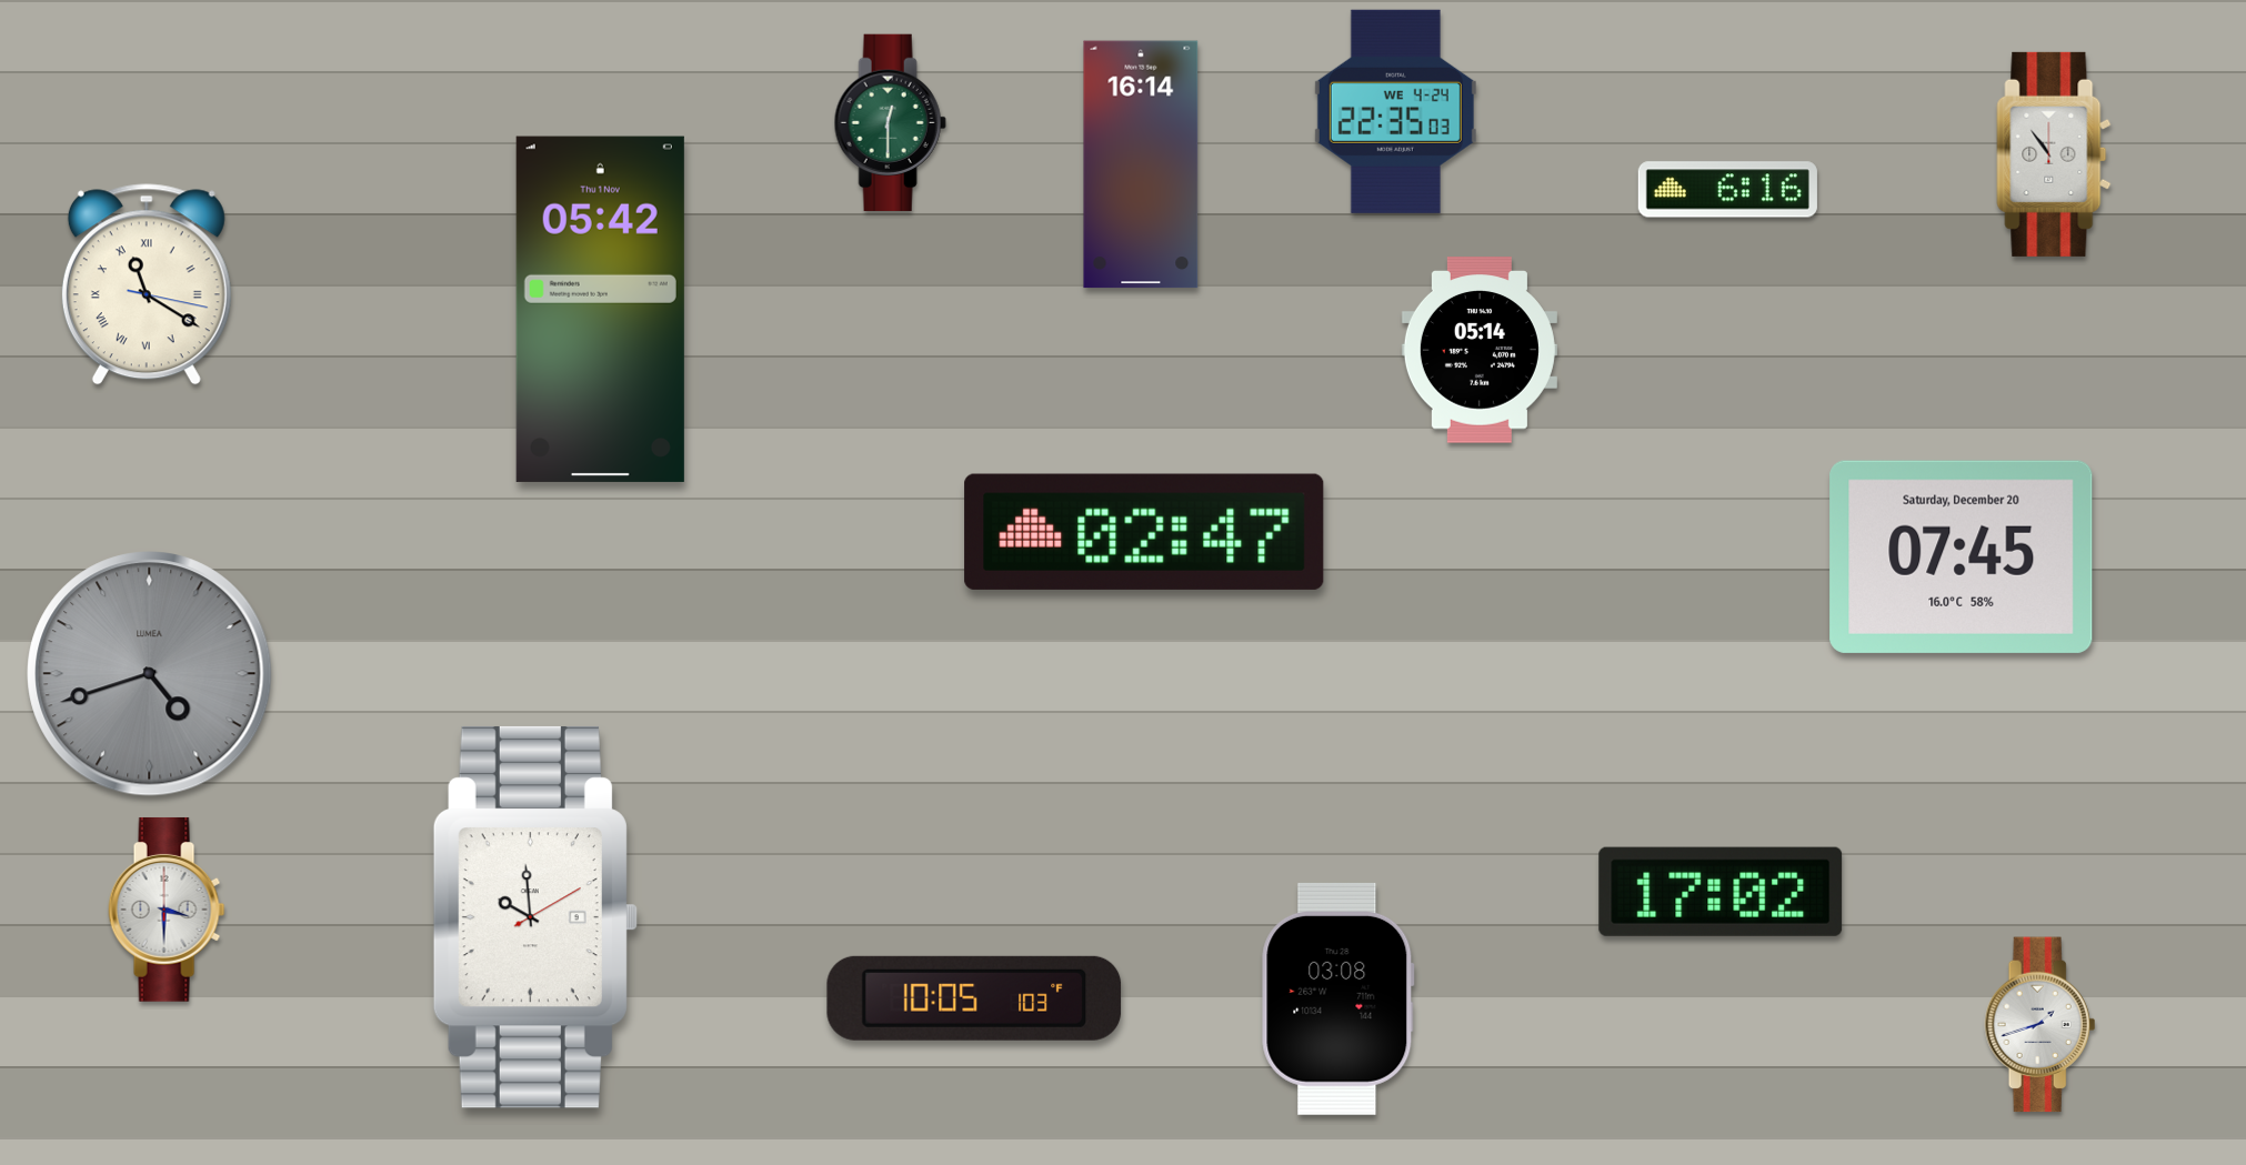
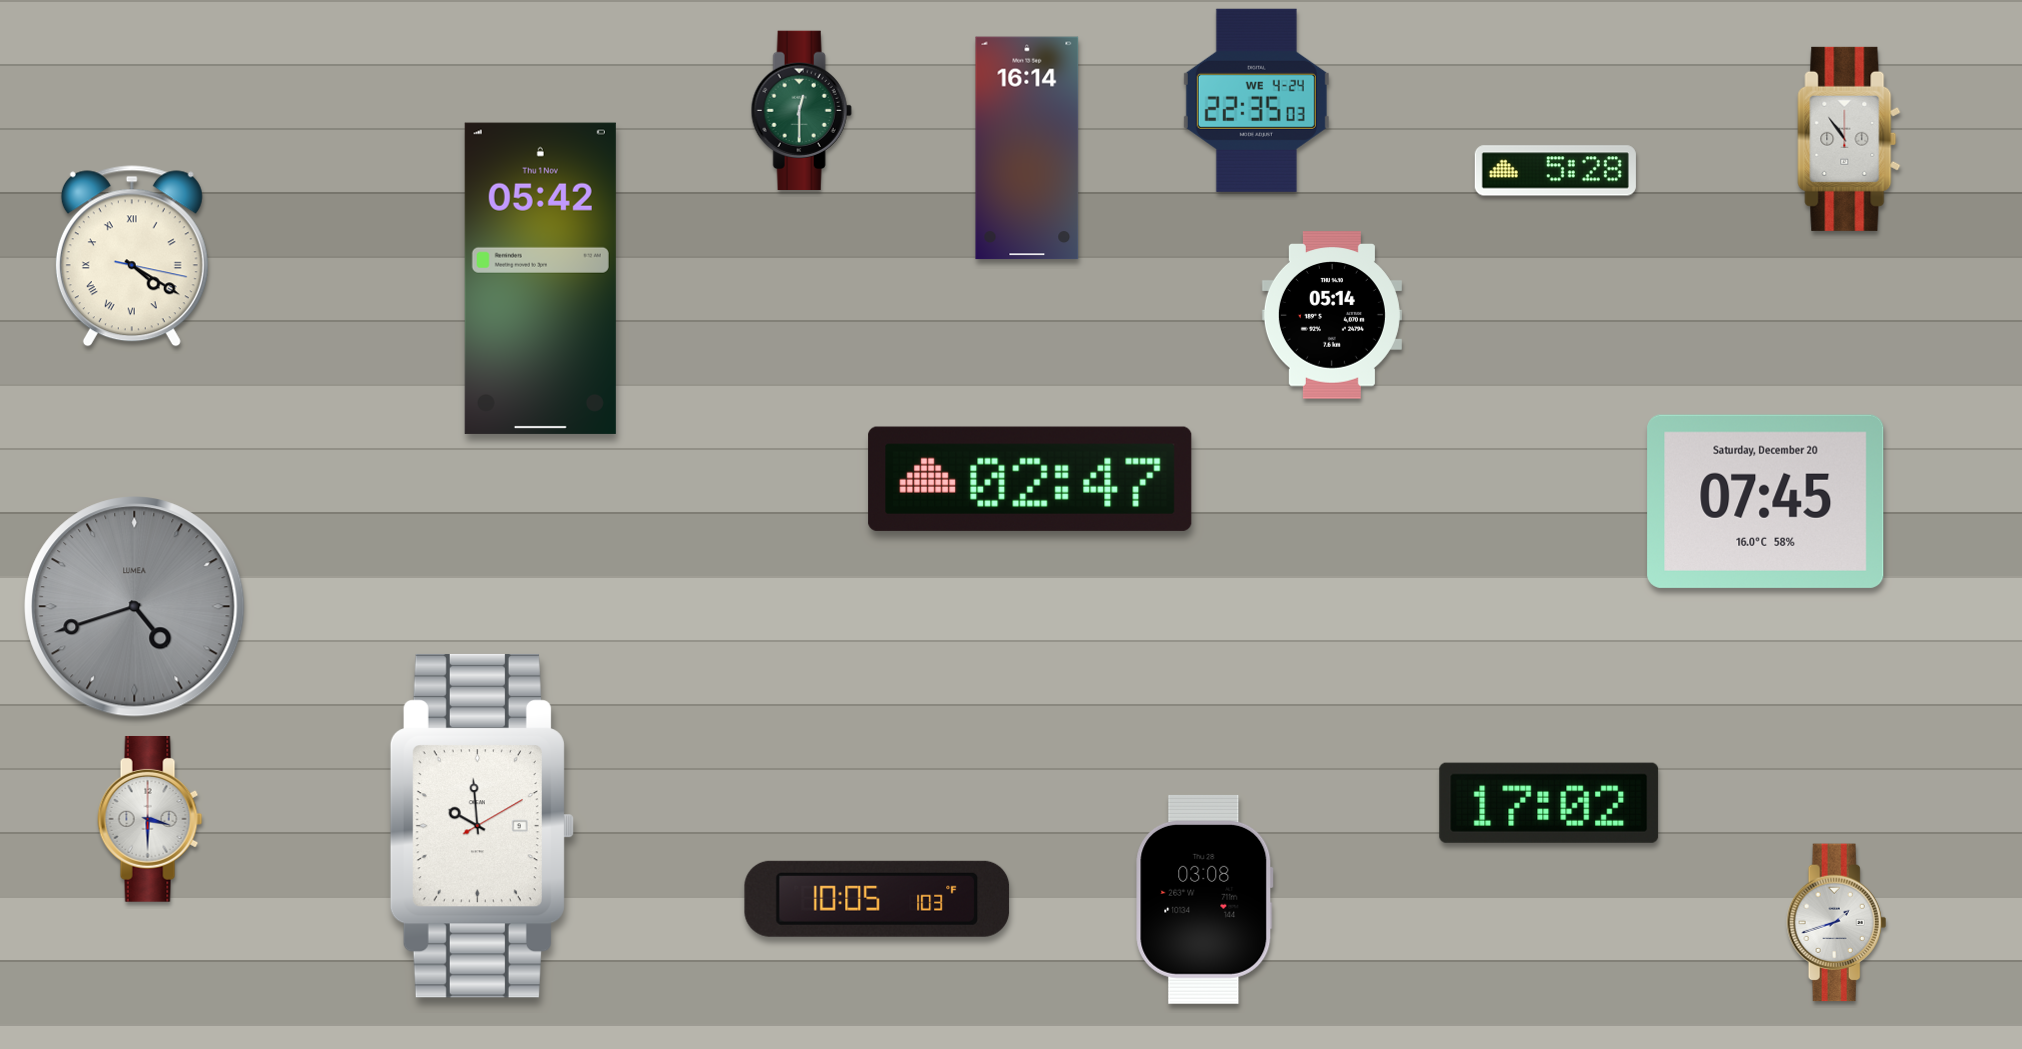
clock at (1727, 190): 6:16 -> 5:28
clock at (147, 284): 11:20 -> 4:20
